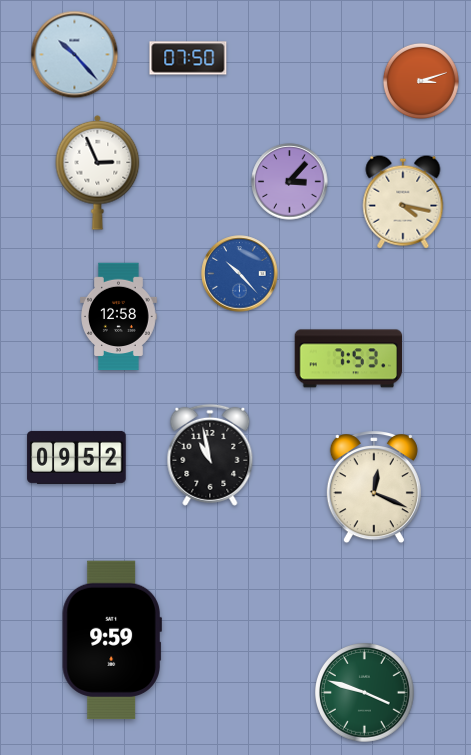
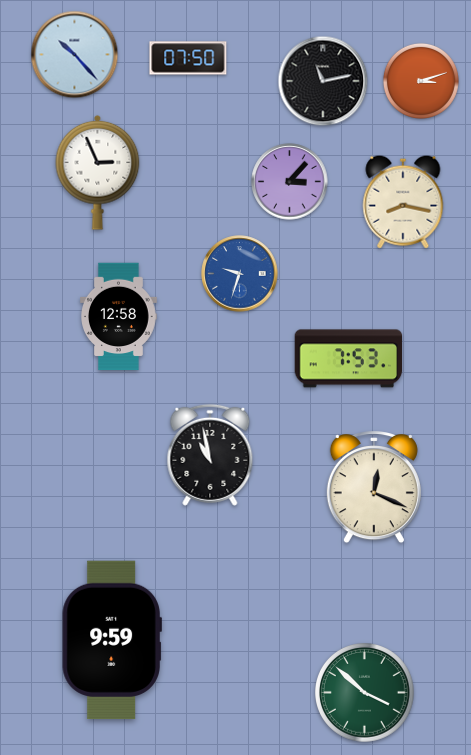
clock at (323, 81): none -> 11:13
clock at (403, 202): 4:17 -> 8:17
clock at (240, 274): 10:23 -> 9:33
clock at (77, 457): 09:52 -> none
clock at (365, 693): 3:48 -> 3:52
